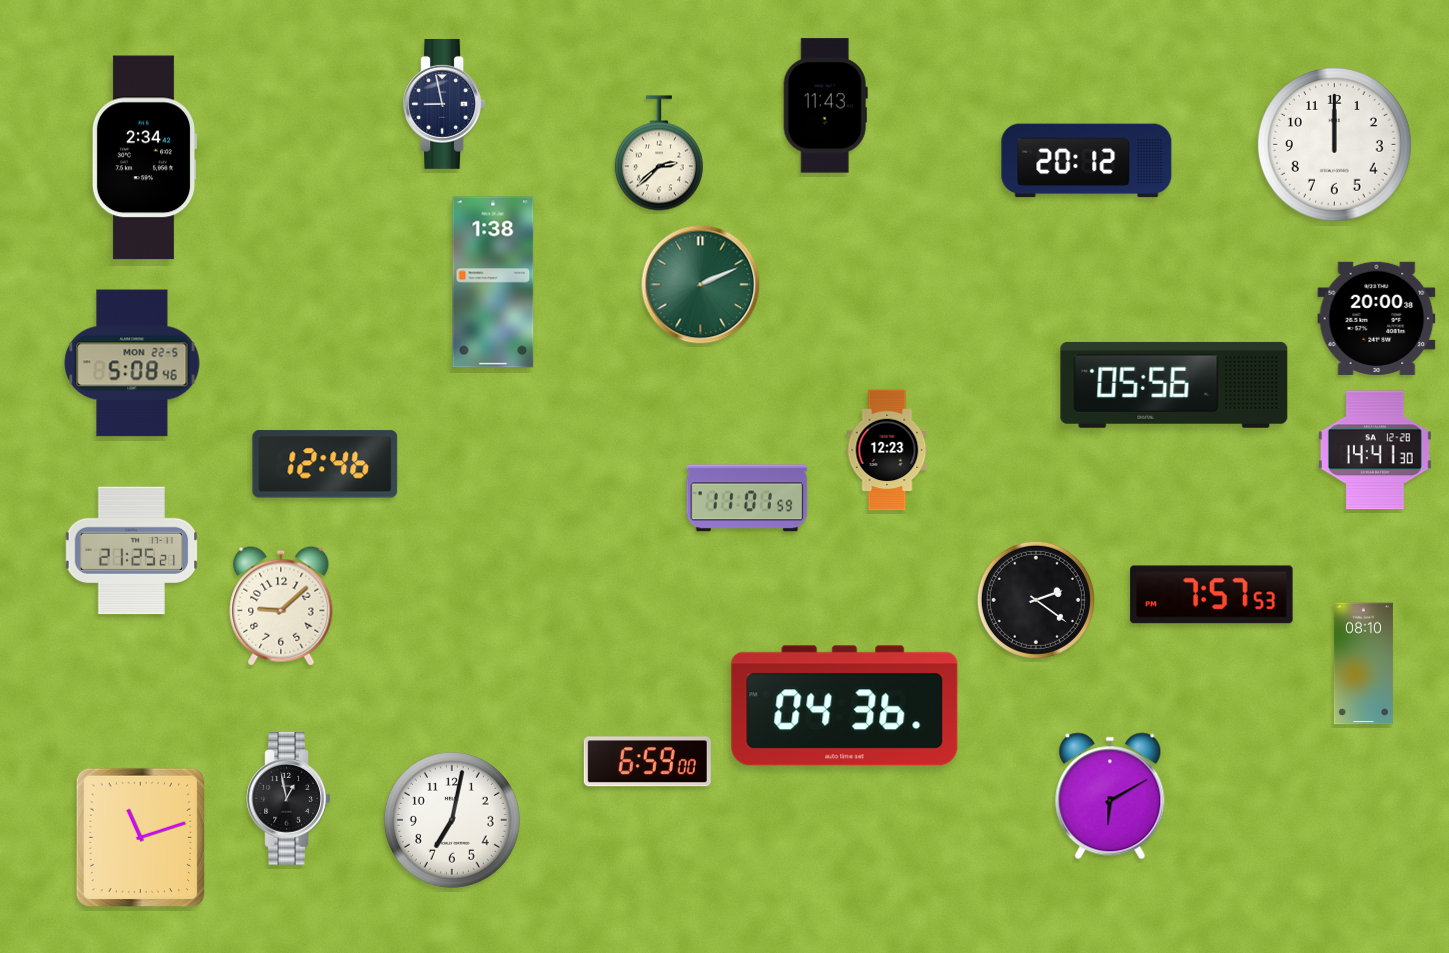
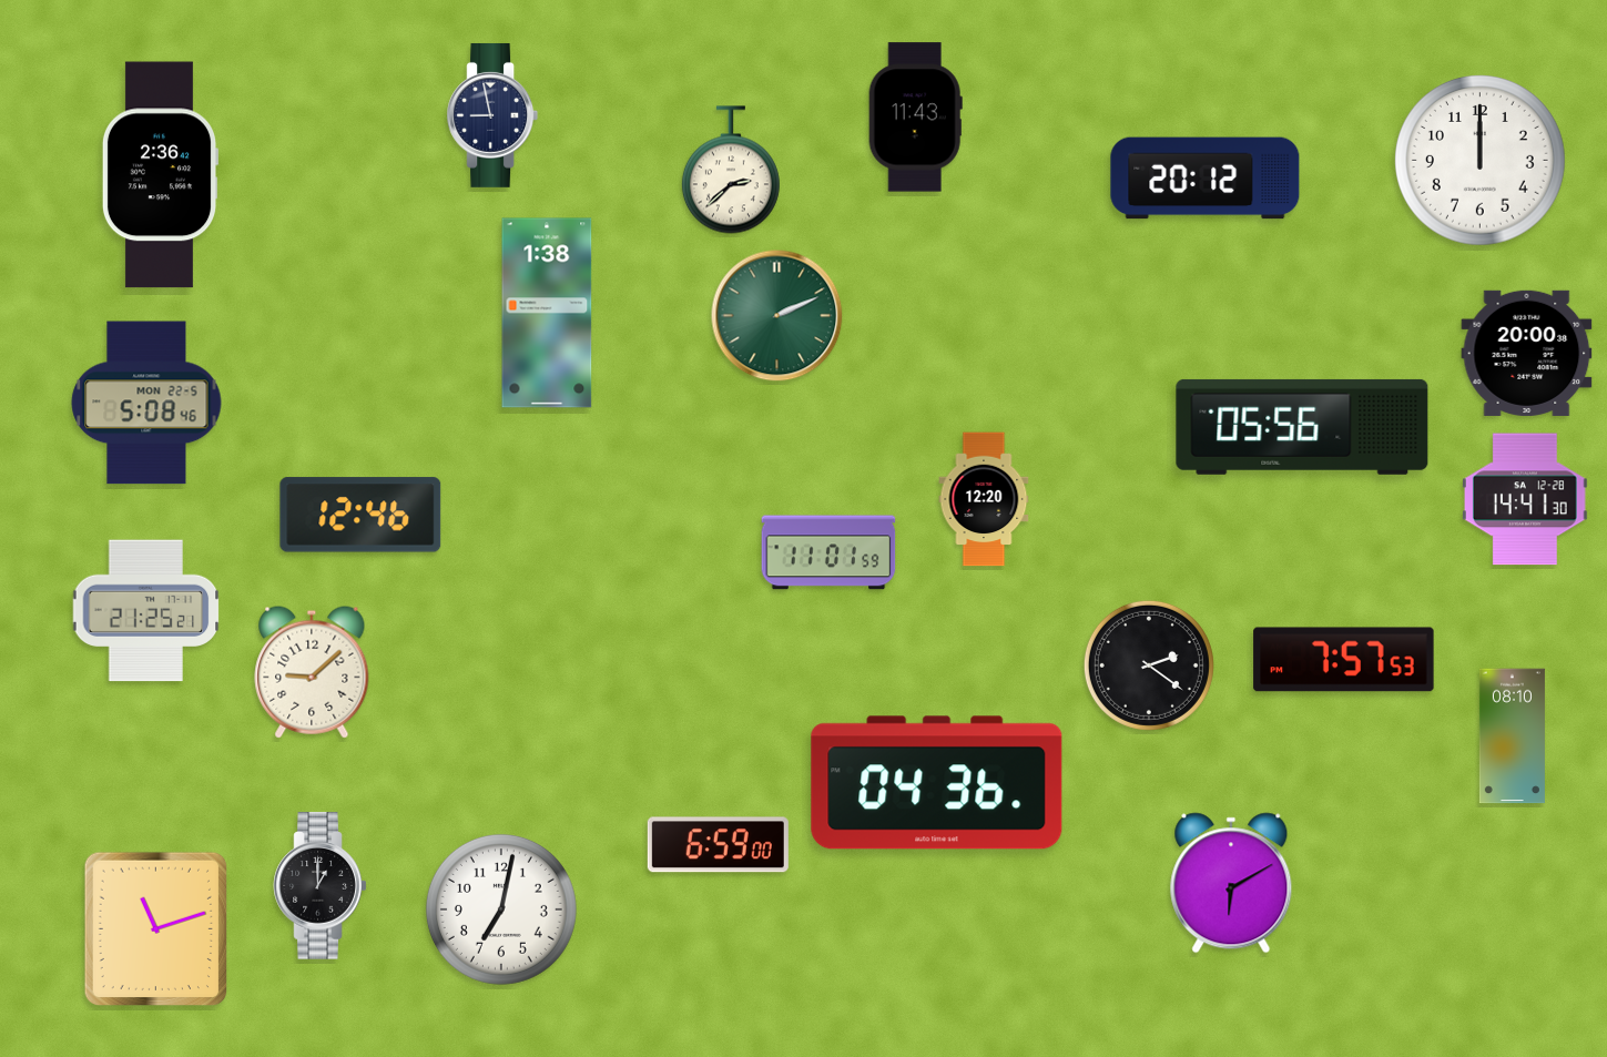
clock at (144, 158): 2:34 -> 2:36
clock at (887, 450): 12:23 -> 12:20
clock at (289, 799): 12:58 -> 1:00
